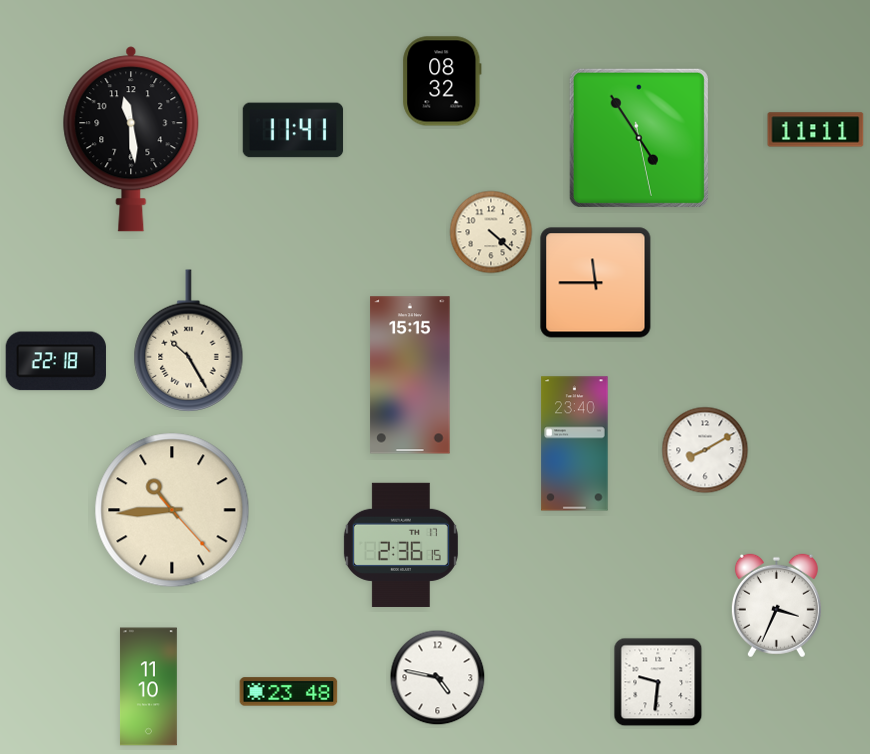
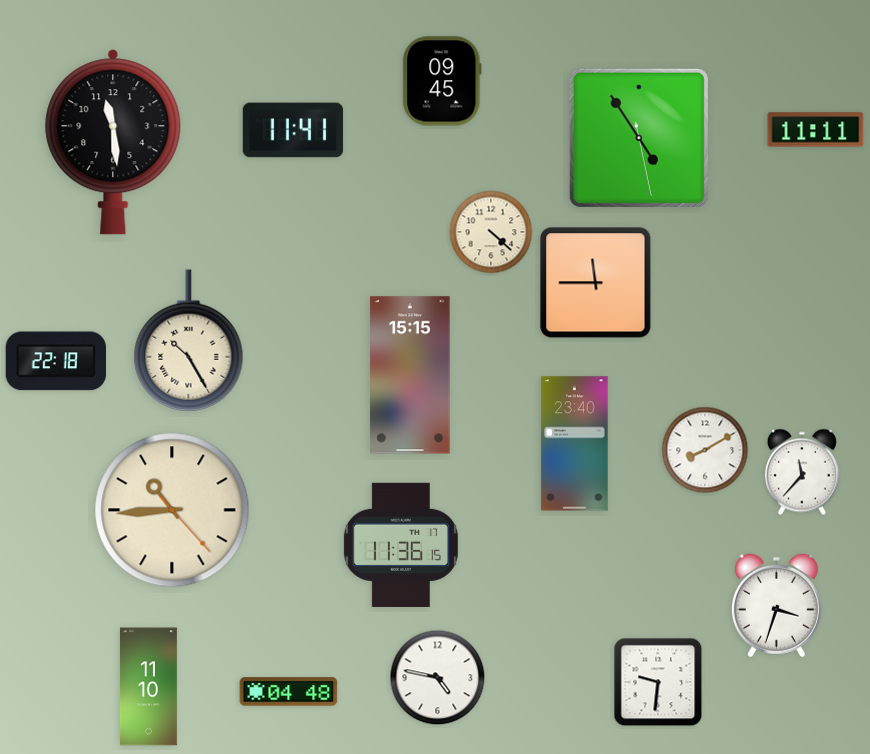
clock at (442, 81): 08:32 -> 09:45
clock at (131, 139) position: (131, 139) -> (113, 142)
clock at (802, 472): none -> 11:37
clock at (401, 545): 2:36 -> 11:36
clock at (776, 606): 3:34 -> 3:33
clock at (289, 692): 23:48 -> 04:48
